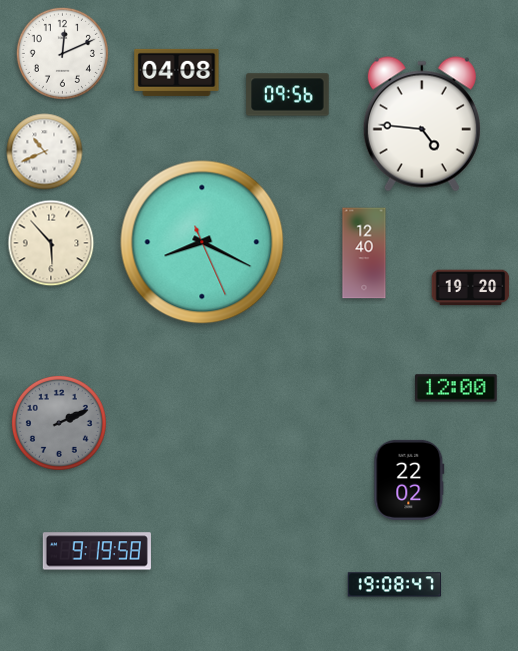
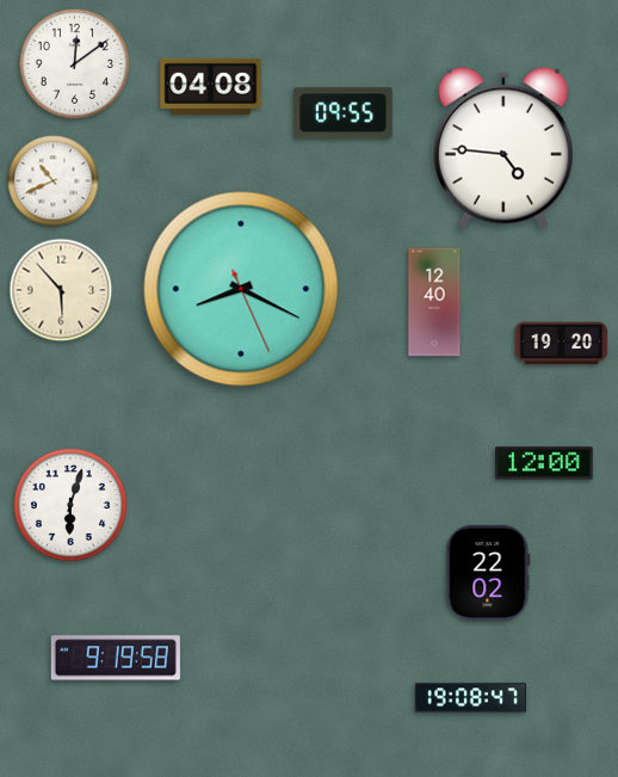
clock at (62, 53): 12:11 -> 12:09
clock at (288, 95): 09:56 -> 09:55
clock at (59, 423): 2:11 -> 6:03
clock at (59, 423) dial: grey -> white
